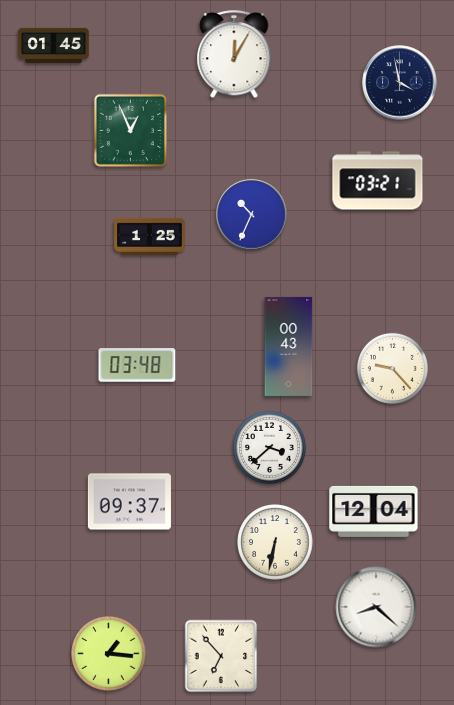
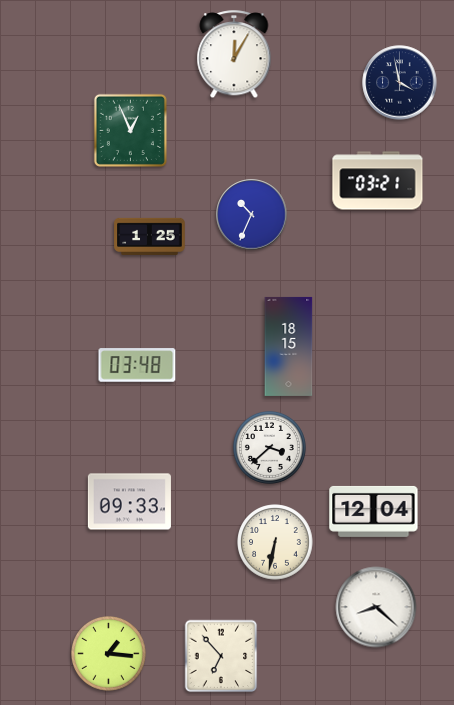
clock at (54, 45): 01:45 -> none
clock at (289, 346): 00:43 -> 18:15
clock at (392, 368): 9:23 -> none
clock at (129, 502): 09:37 -> 09:33
